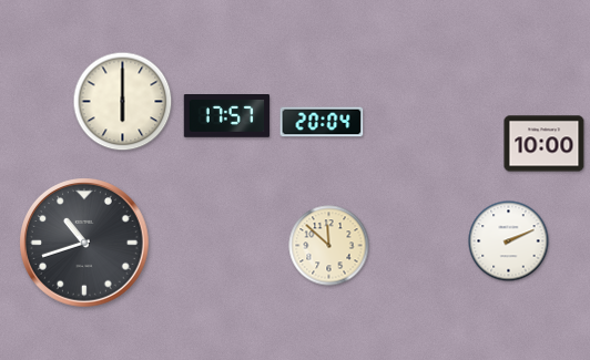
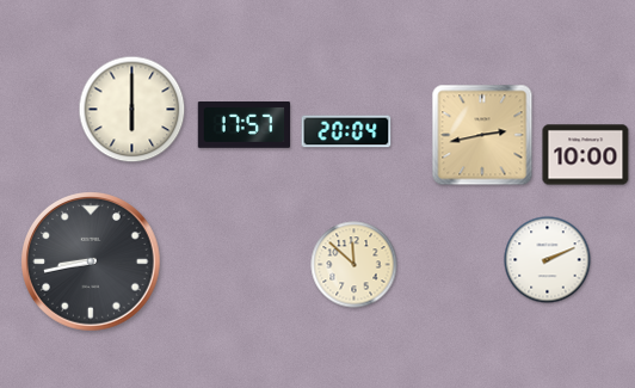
clock at (482, 135): none -> 2:43
clock at (85, 244): 10:42 -> 8:43
